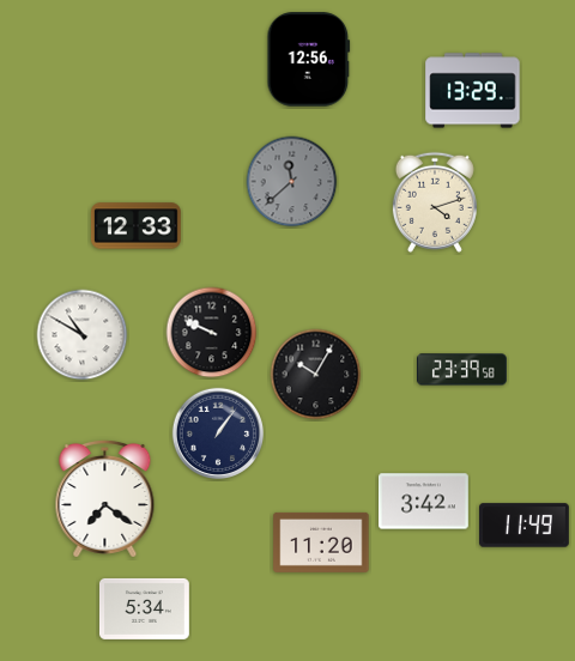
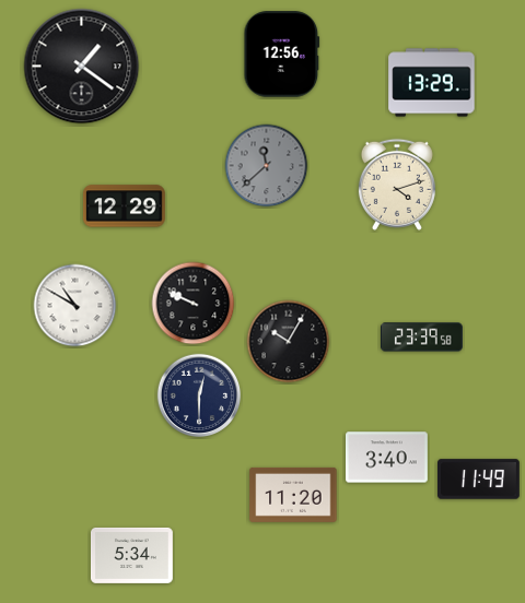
clock at (82, 67): none -> 1:21
clock at (135, 226): 12:33 -> 12:29
clock at (218, 433): 1:06 -> 12:30
clock at (105, 498): 7:21 -> none
clock at (424, 502): 3:42 -> 3:40
